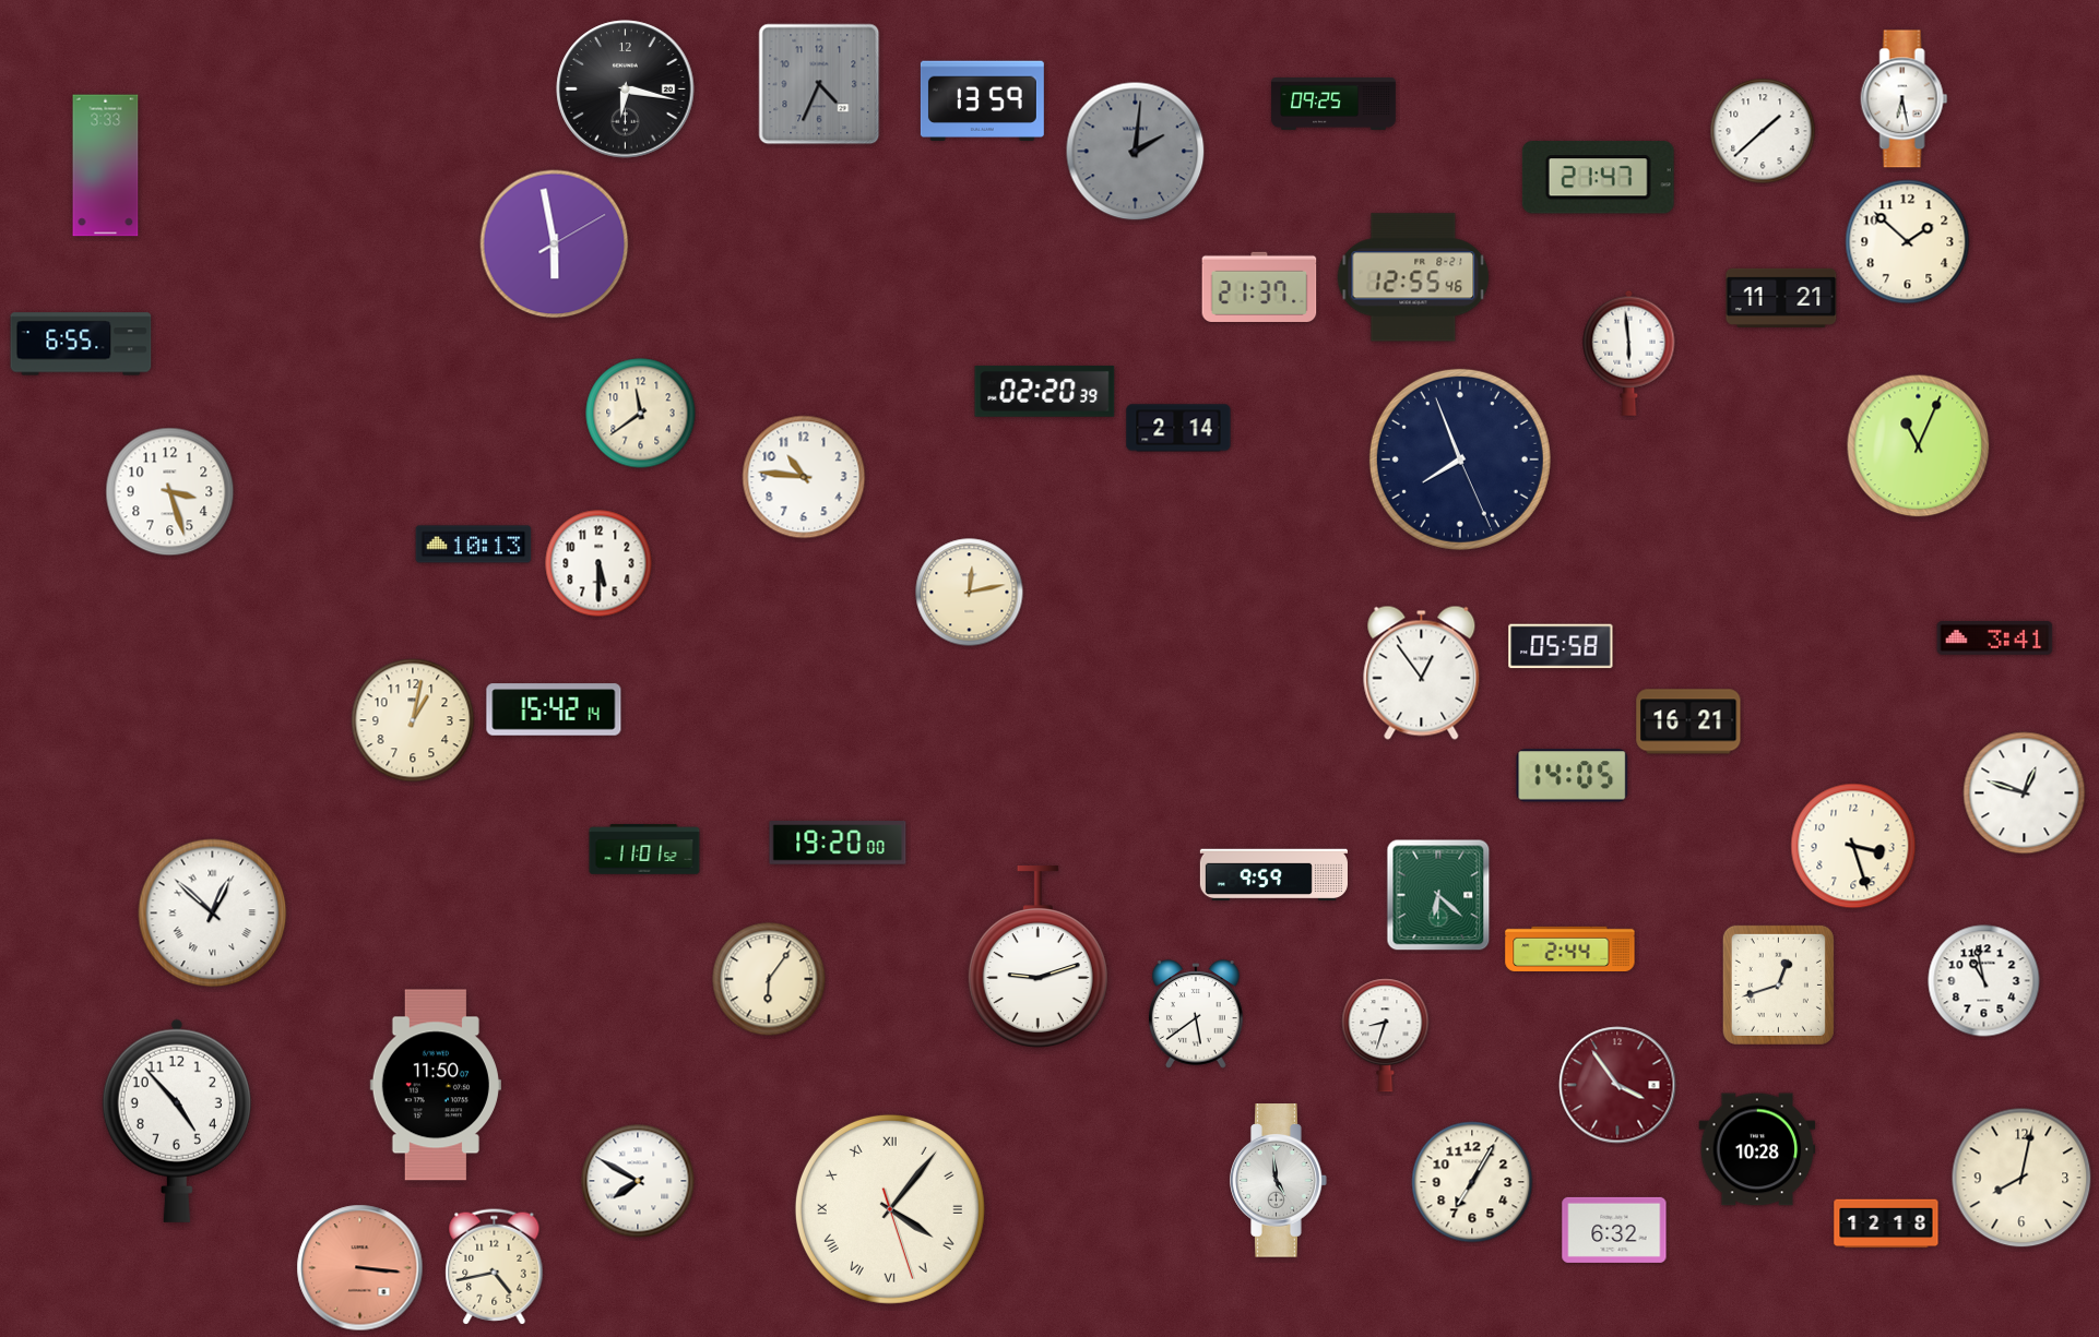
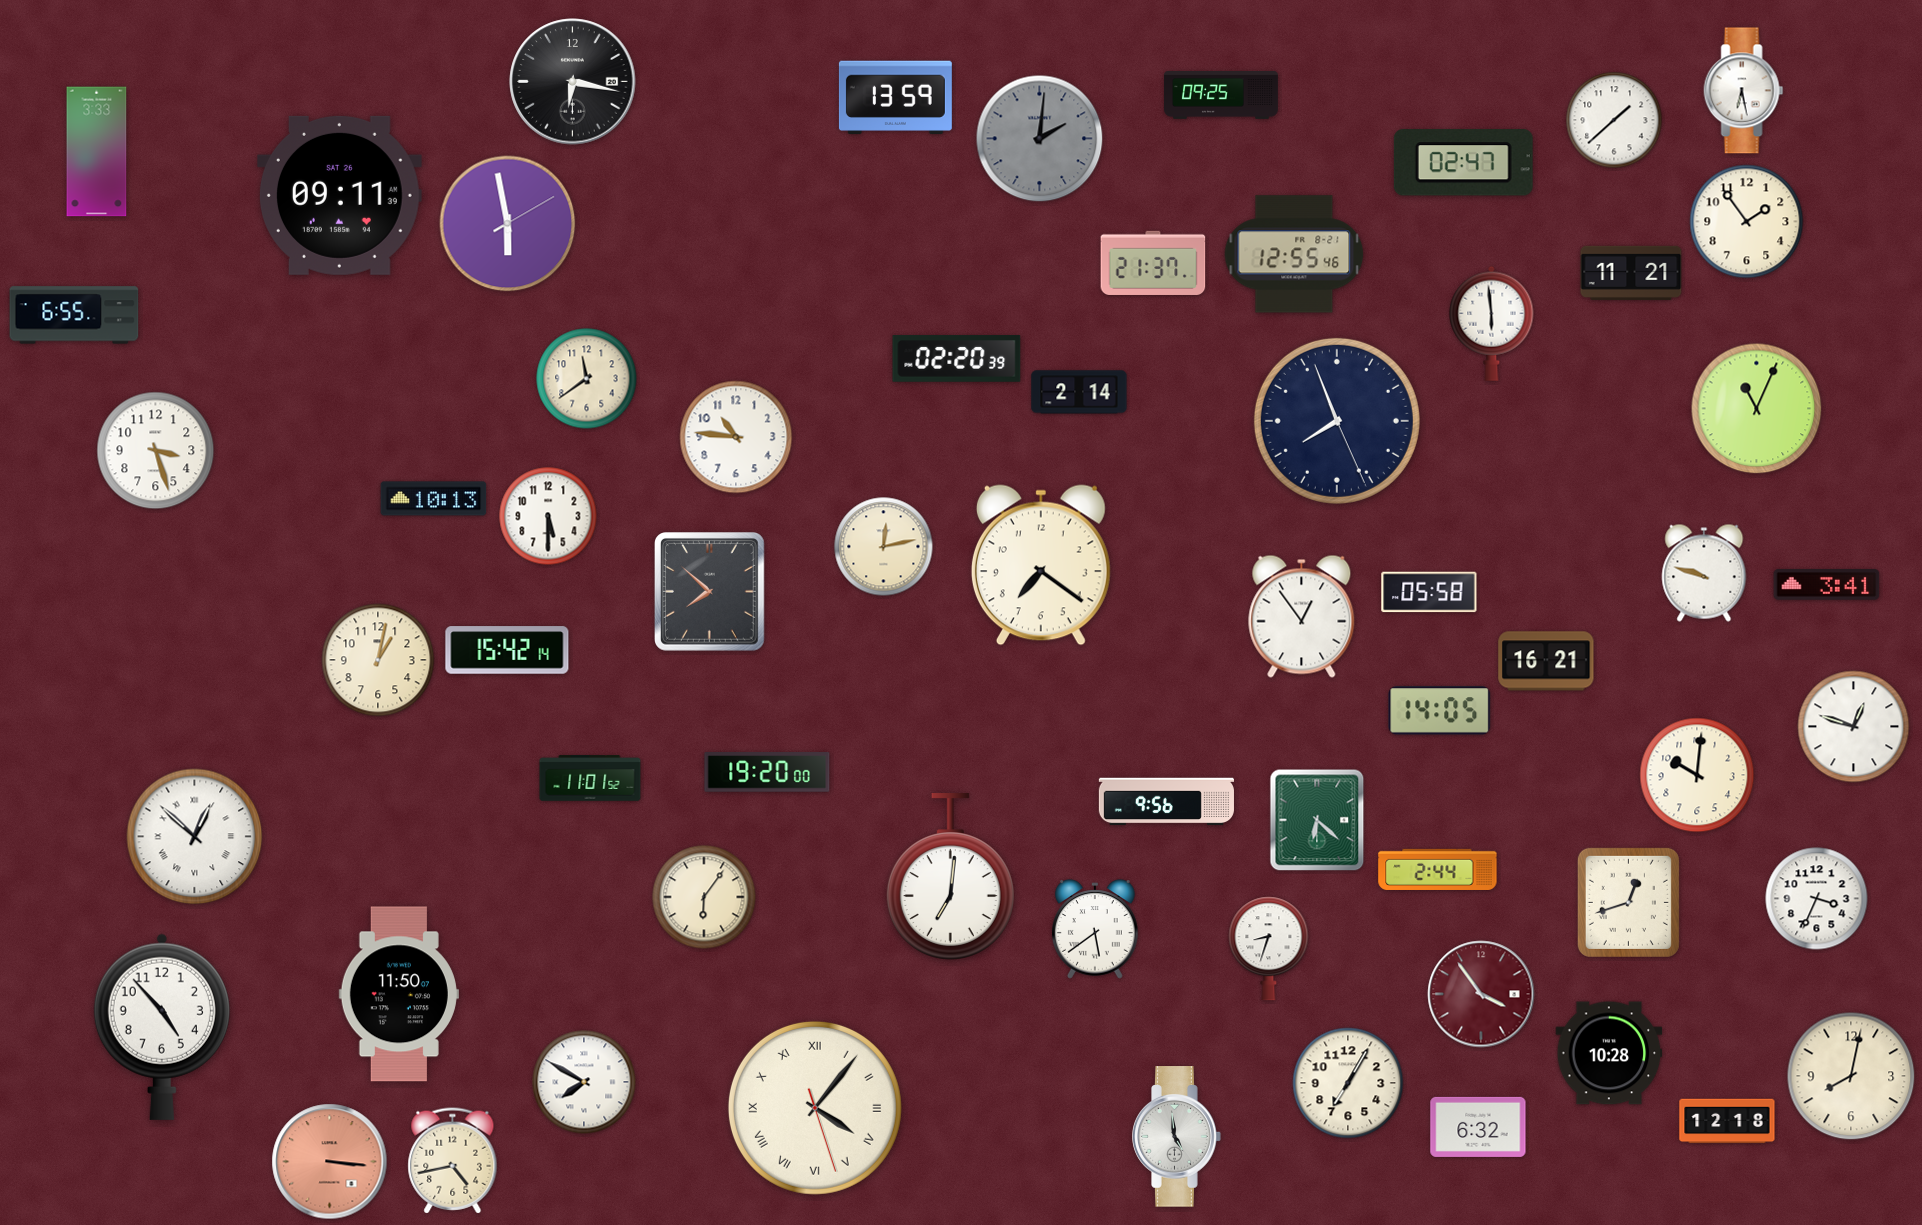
clock at (819, 84): 4:34 -> none
clock at (982, 102) position: (982, 102) -> (895, 98)
clock at (1598, 178): 21:47 -> 02:47
clock at (339, 195): none -> 09:11
clock at (1908, 242): 1:52 -> 1:54
clock at (970, 593) position: (970, 593) -> (884, 547)
clock at (1041, 565): none -> 7:21
clock at (1704, 573): none -> 9:48
clock at (710, 592): none -> 7:52
clock at (1853, 846): 3:27 -> 10:01
clock at (1273, 875): 9:59 -> 9:56
clock at (1037, 957): 9:12 -> 7:01
clock at (1984, 981): 10:58 -> 3:34
clock at (2021, 1178) position: (2021, 1178) -> (1851, 1076)
clock at (1279, 1181) position: (1279, 1181) -> (1177, 1137)
